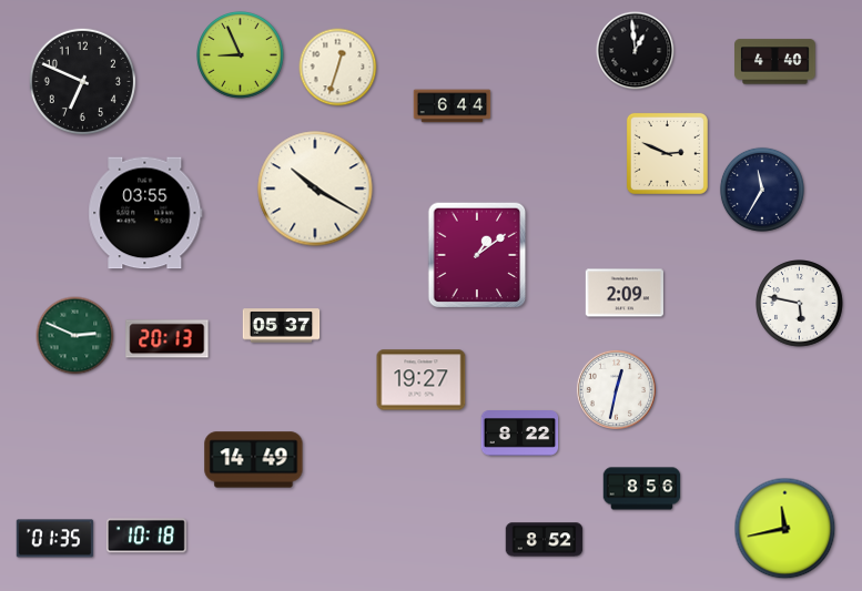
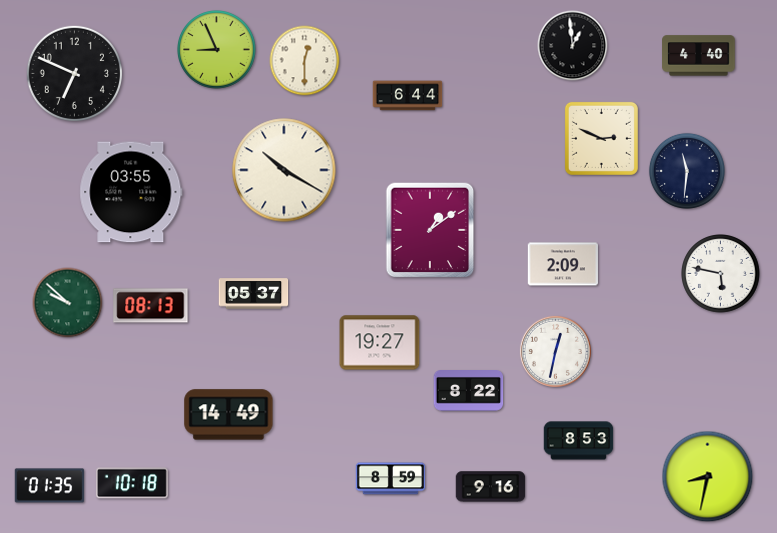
clock at (338, 68): 12:33 -> 12:30
clock at (762, 190): 11:35 -> 11:31
clock at (75, 336): 2:49 -> 9:52
clock at (168, 339): 20:13 -> 08:13
clock at (642, 489): 8:56 -> 8:53
clock at (785, 529): 11:43 -> 8:32
clock at (391, 479): none -> 8:59
clock at (545, 540): 8:52 -> 9:16
